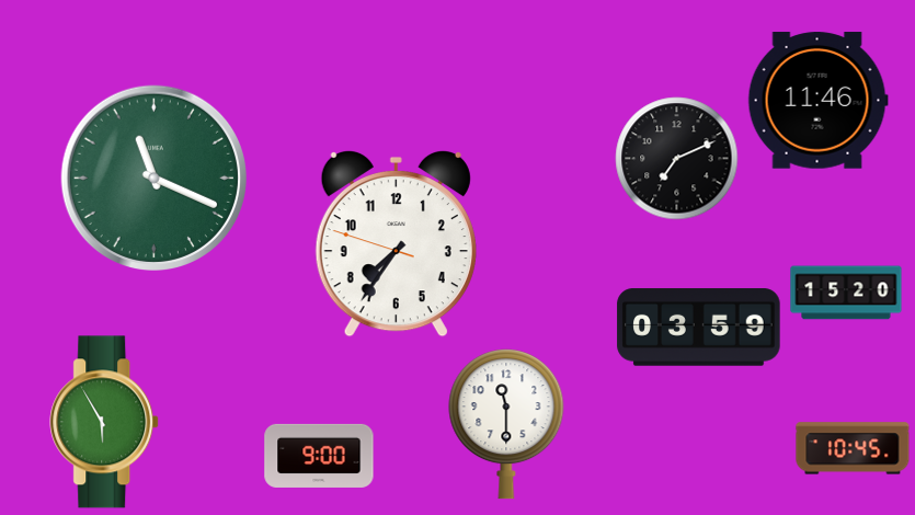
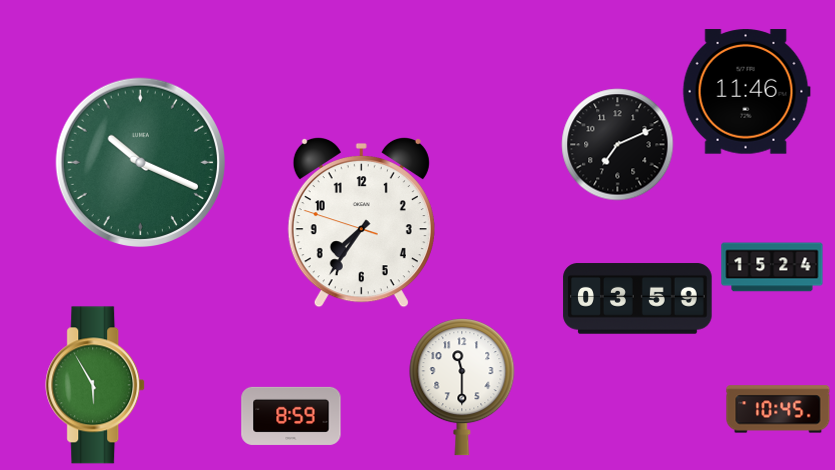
clock at (153, 178): 11:19 -> 10:19
clock at (846, 293): 15:20 -> 15:24
clock at (319, 456): 9:00 -> 8:59
